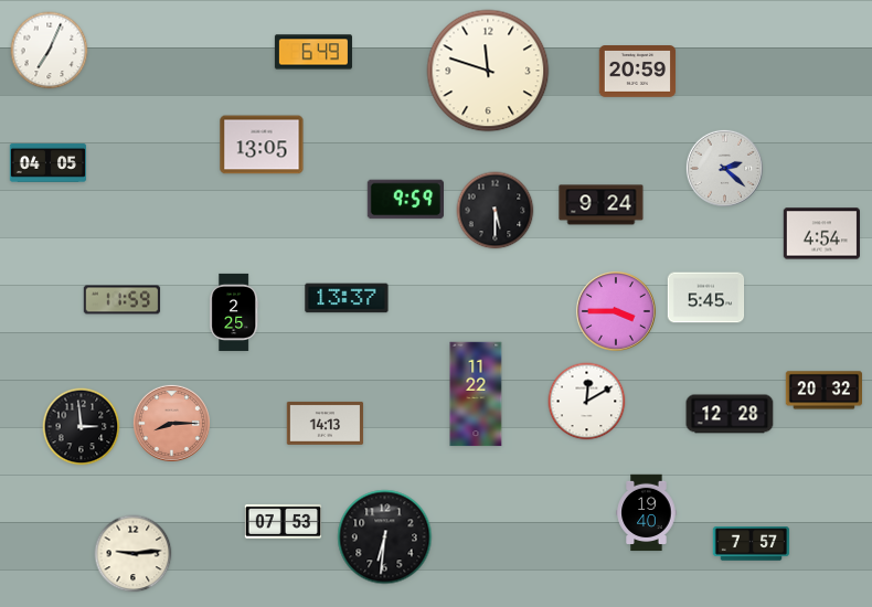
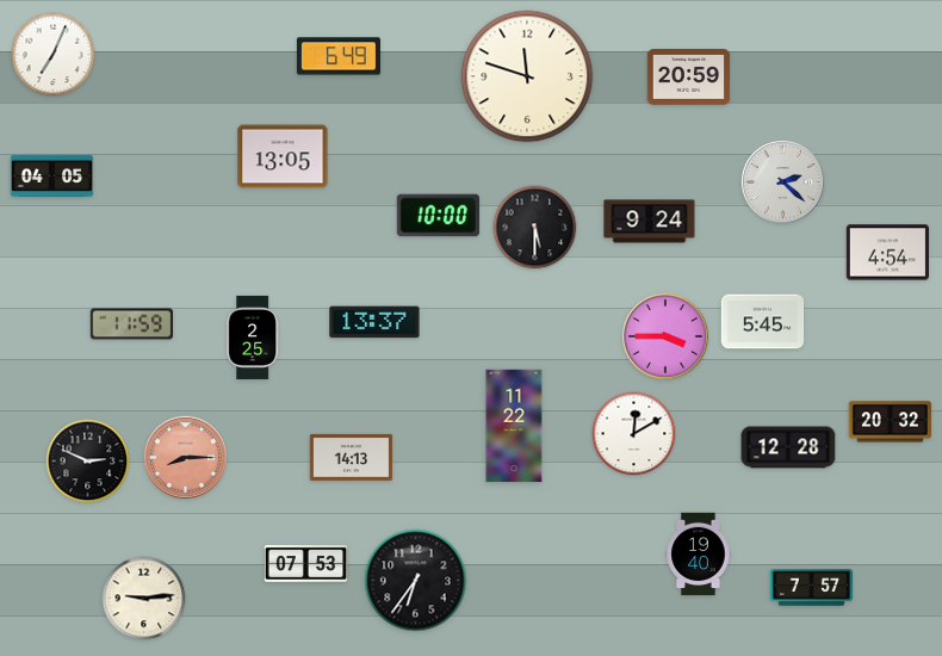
clock at (405, 200): 9:59 -> 10:00
clock at (82, 427): 2:59 -> 2:49
clock at (385, 537): 6:31 -> 6:36
